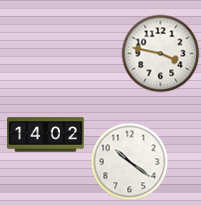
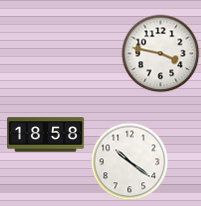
clock at (46, 135): 14:02 -> 18:58
